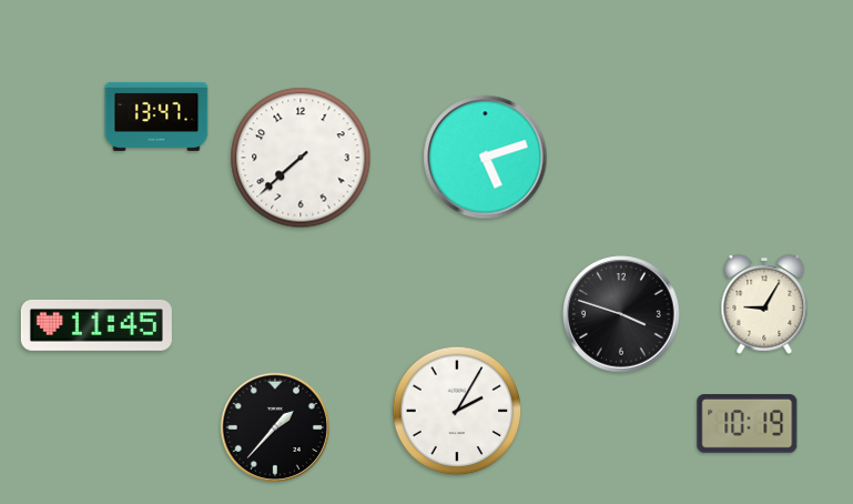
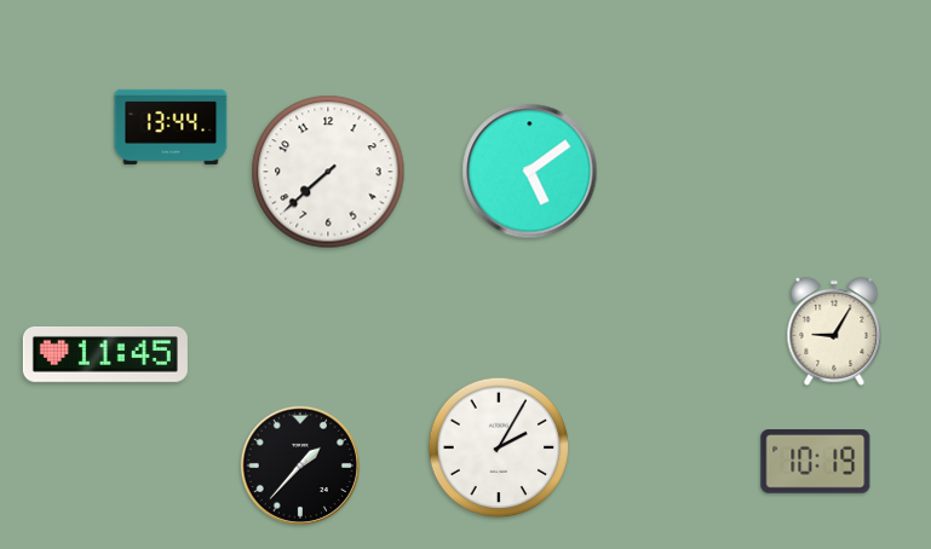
clock at (156, 117): 13:47 -> 13:44
clock at (486, 158): 5:12 -> 5:09
clock at (621, 314): 3:48 -> none
